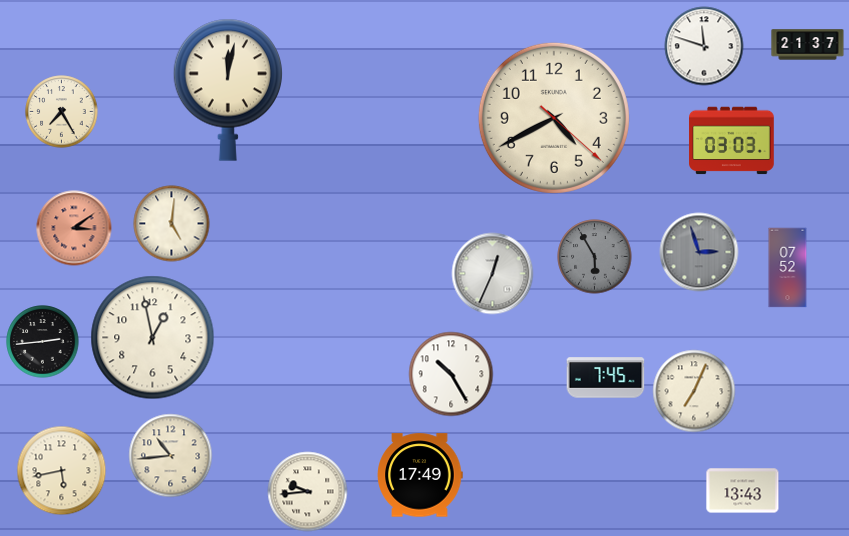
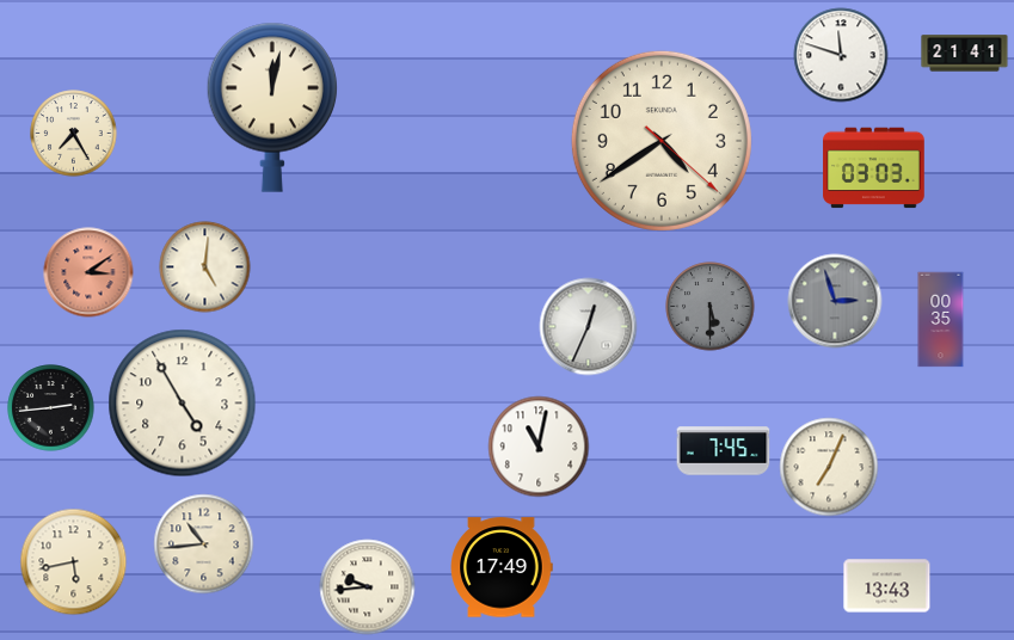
clock at (808, 45): 21:37 -> 21:41
clock at (554, 118): 4:40 -> 4:39
clock at (595, 257): 5:55 -> 5:30
clock at (788, 268): 07:52 -> 00:35
clock at (153, 338): 12:58 -> 4:55
clock at (451, 374): 10:25 -> 11:02
